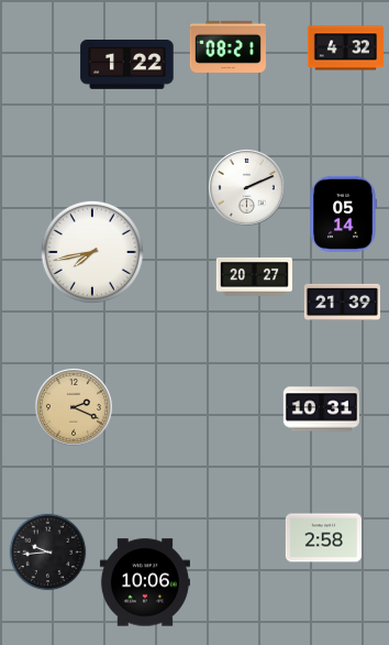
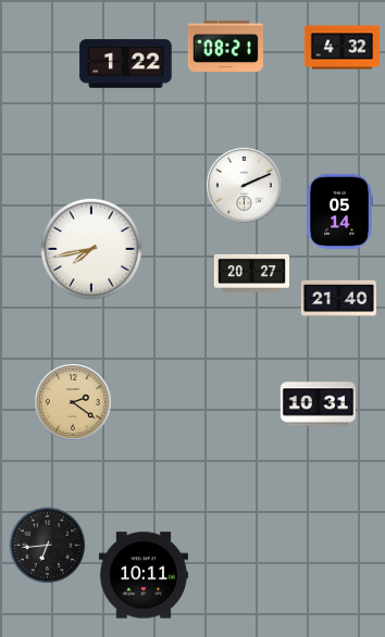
clock at (342, 302): 21:39 -> 21:40
clock at (75, 408): 2:19 -> 2:21
clock at (323, 538): 2:58 -> none
clock at (48, 553): 9:44 -> 6:44
clock at (145, 582): 10:06 -> 10:11
